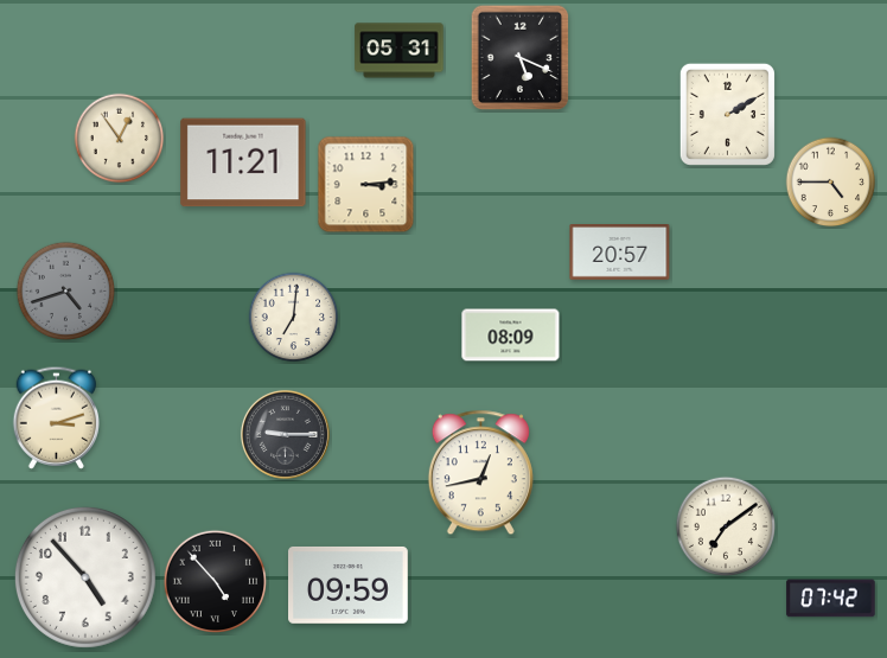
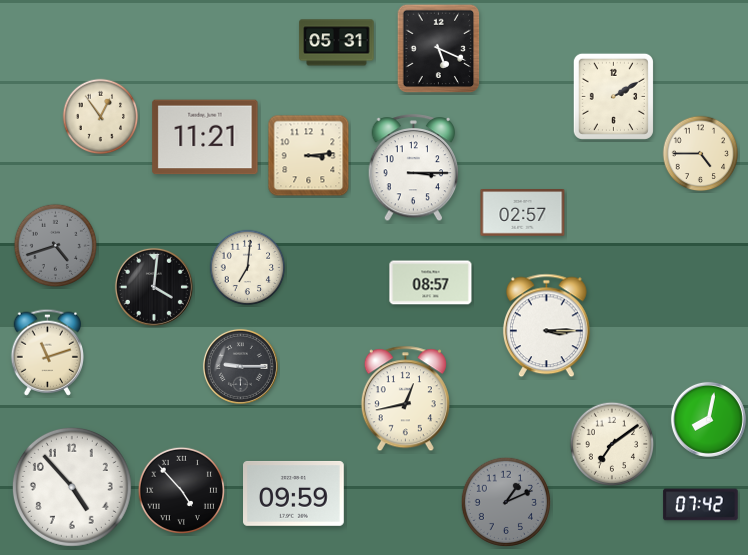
clock at (414, 168): none -> 3:15
clock at (620, 253): 20:57 -> 02:57
clock at (511, 336): 08:09 -> 08:57
clock at (154, 287): none -> 4:01
clock at (546, 326): none -> 3:15
clock at (56, 417): 3:12 -> 11:12
clock at (708, 419): none -> 8:02
clock at (506, 502): none -> 1:11
